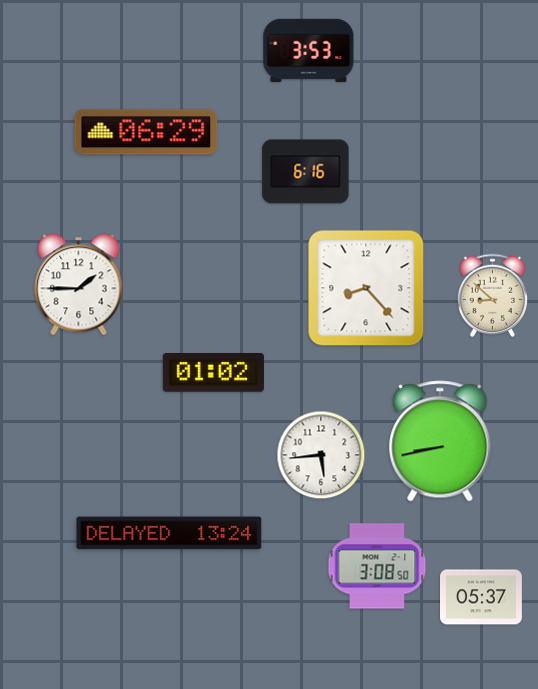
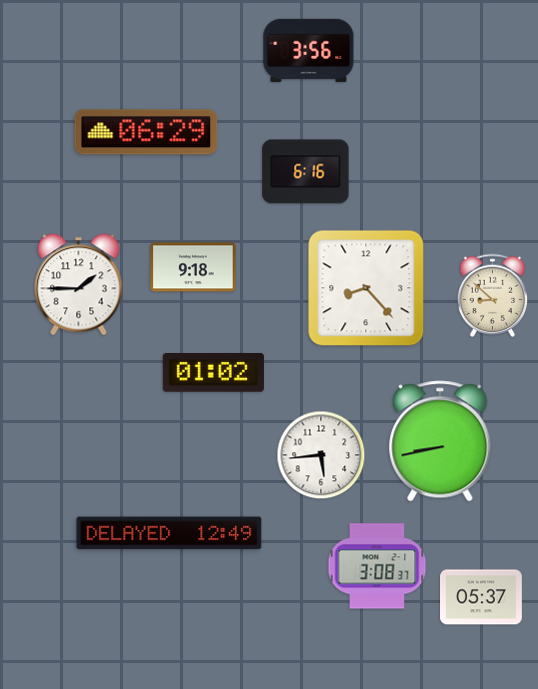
clock at (309, 50): 3:53 -> 3:56
clock at (193, 267): none -> 9:18
clock at (169, 533): 13:24 -> 12:49
clock at (377, 566): 3:08:50 -> 3:08:37
